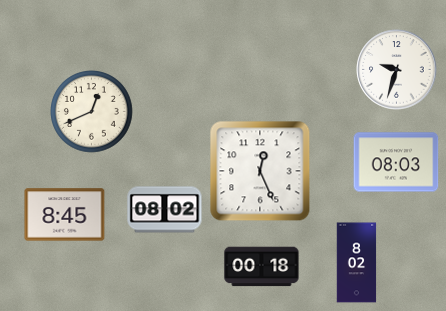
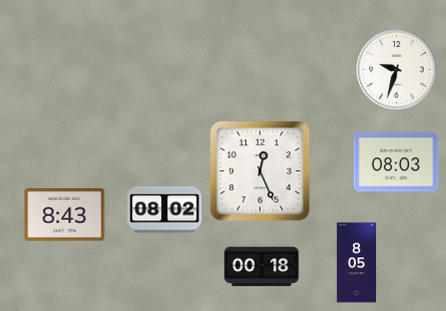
clock at (92, 112): 12:41 -> none
clock at (65, 215): 8:45 -> 8:43
clock at (357, 263): 8:02 -> 8:05
